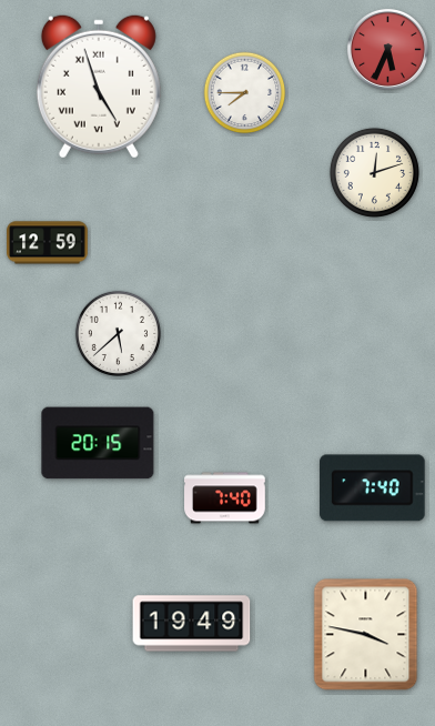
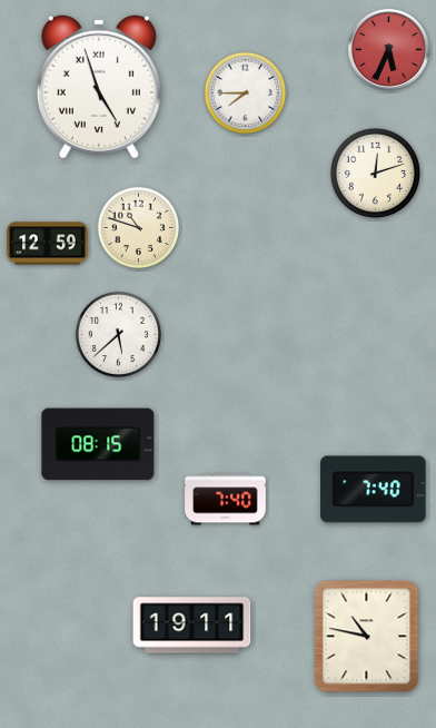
clock at (139, 228): none -> 10:48
clock at (98, 443): 20:15 -> 08:15
clock at (192, 624): 19:49 -> 19:11
clock at (366, 635): 3:47 -> 10:47
